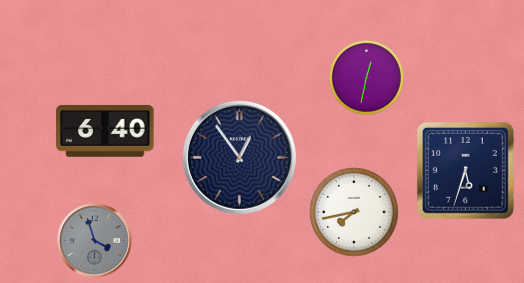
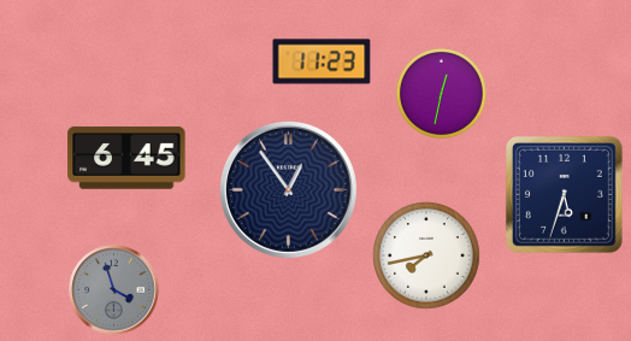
clock at (322, 61): none -> 11:23
clock at (105, 131): 6:40 -> 6:45
clock at (465, 170) position: (465, 170) -> (564, 194)
